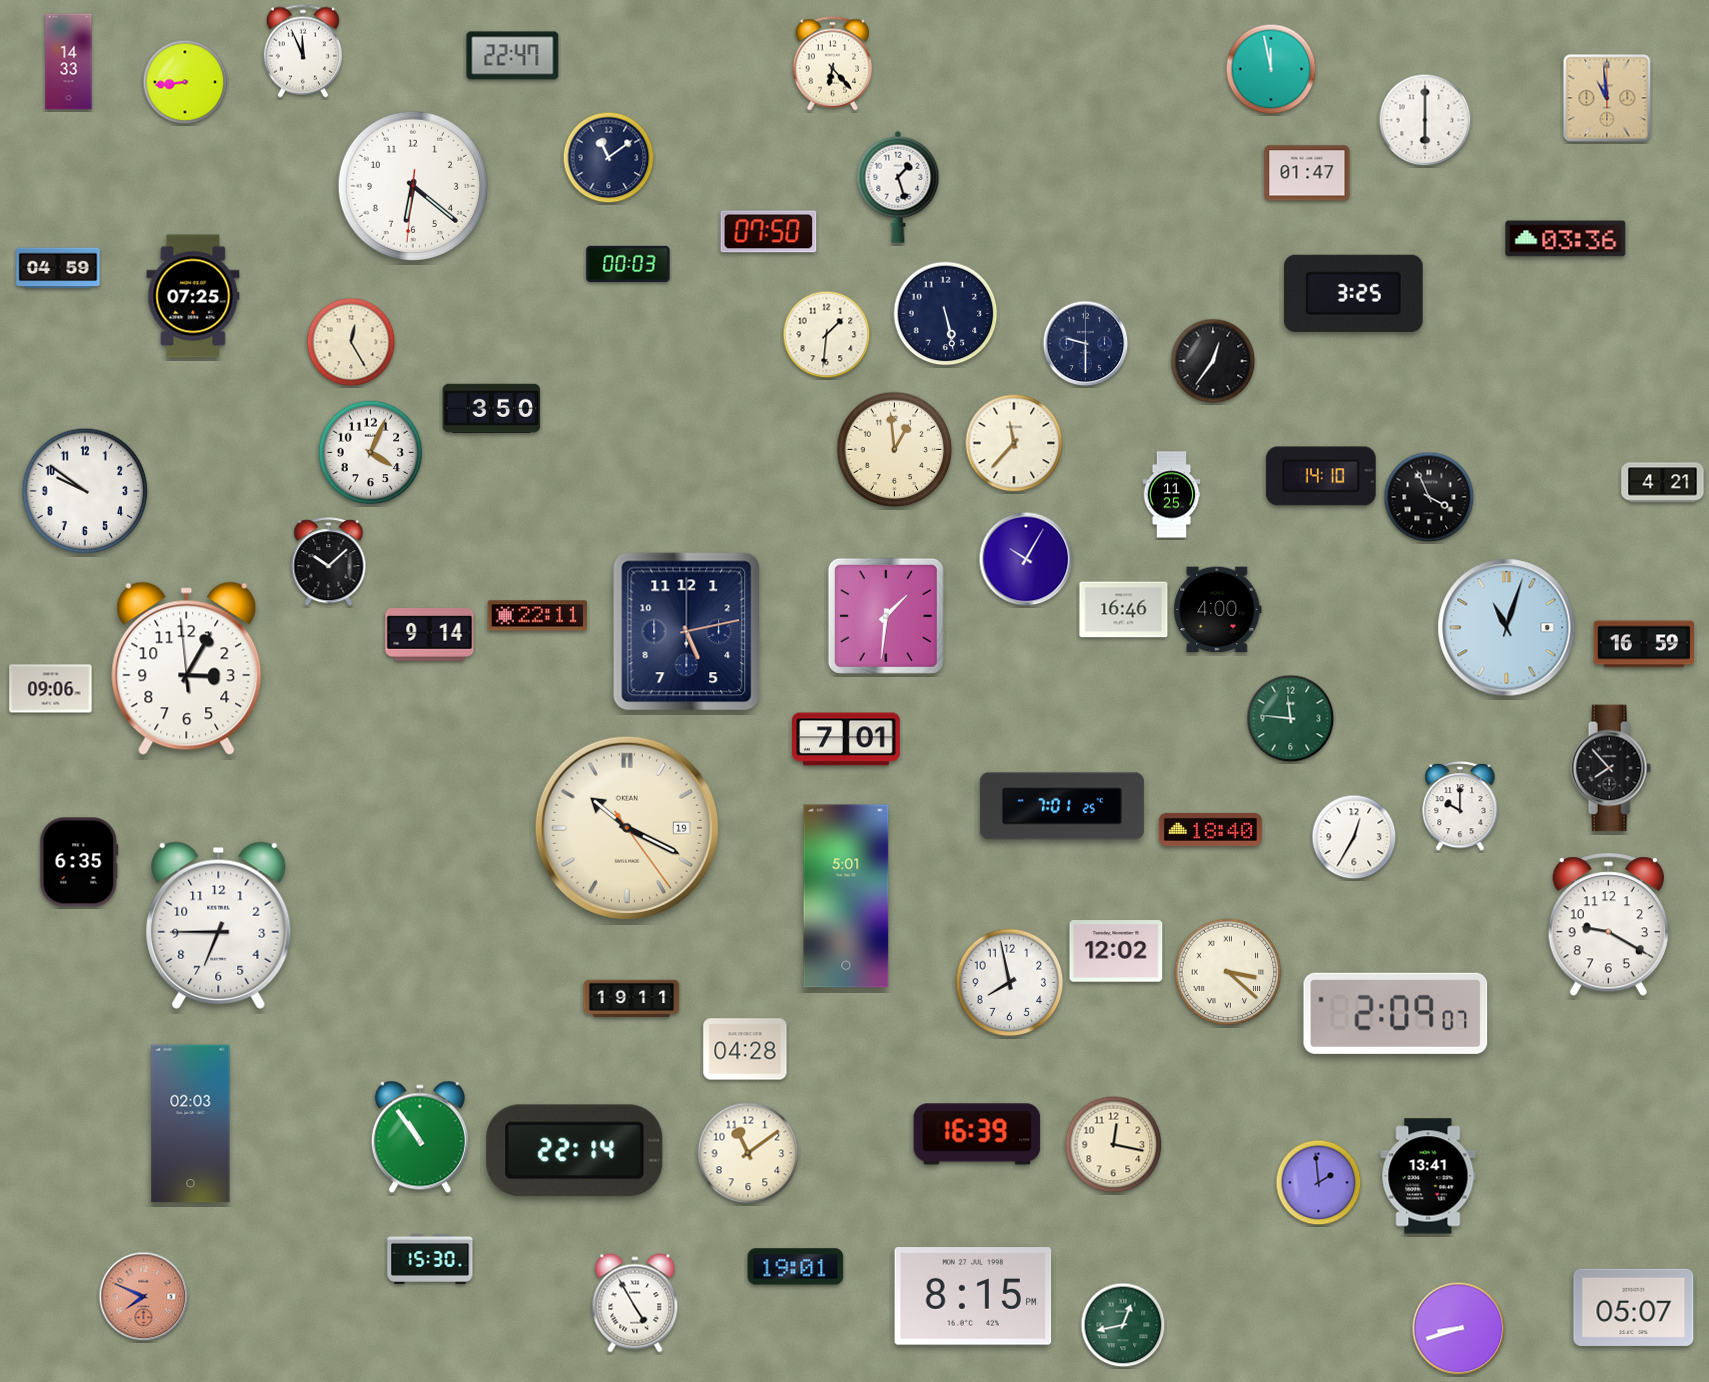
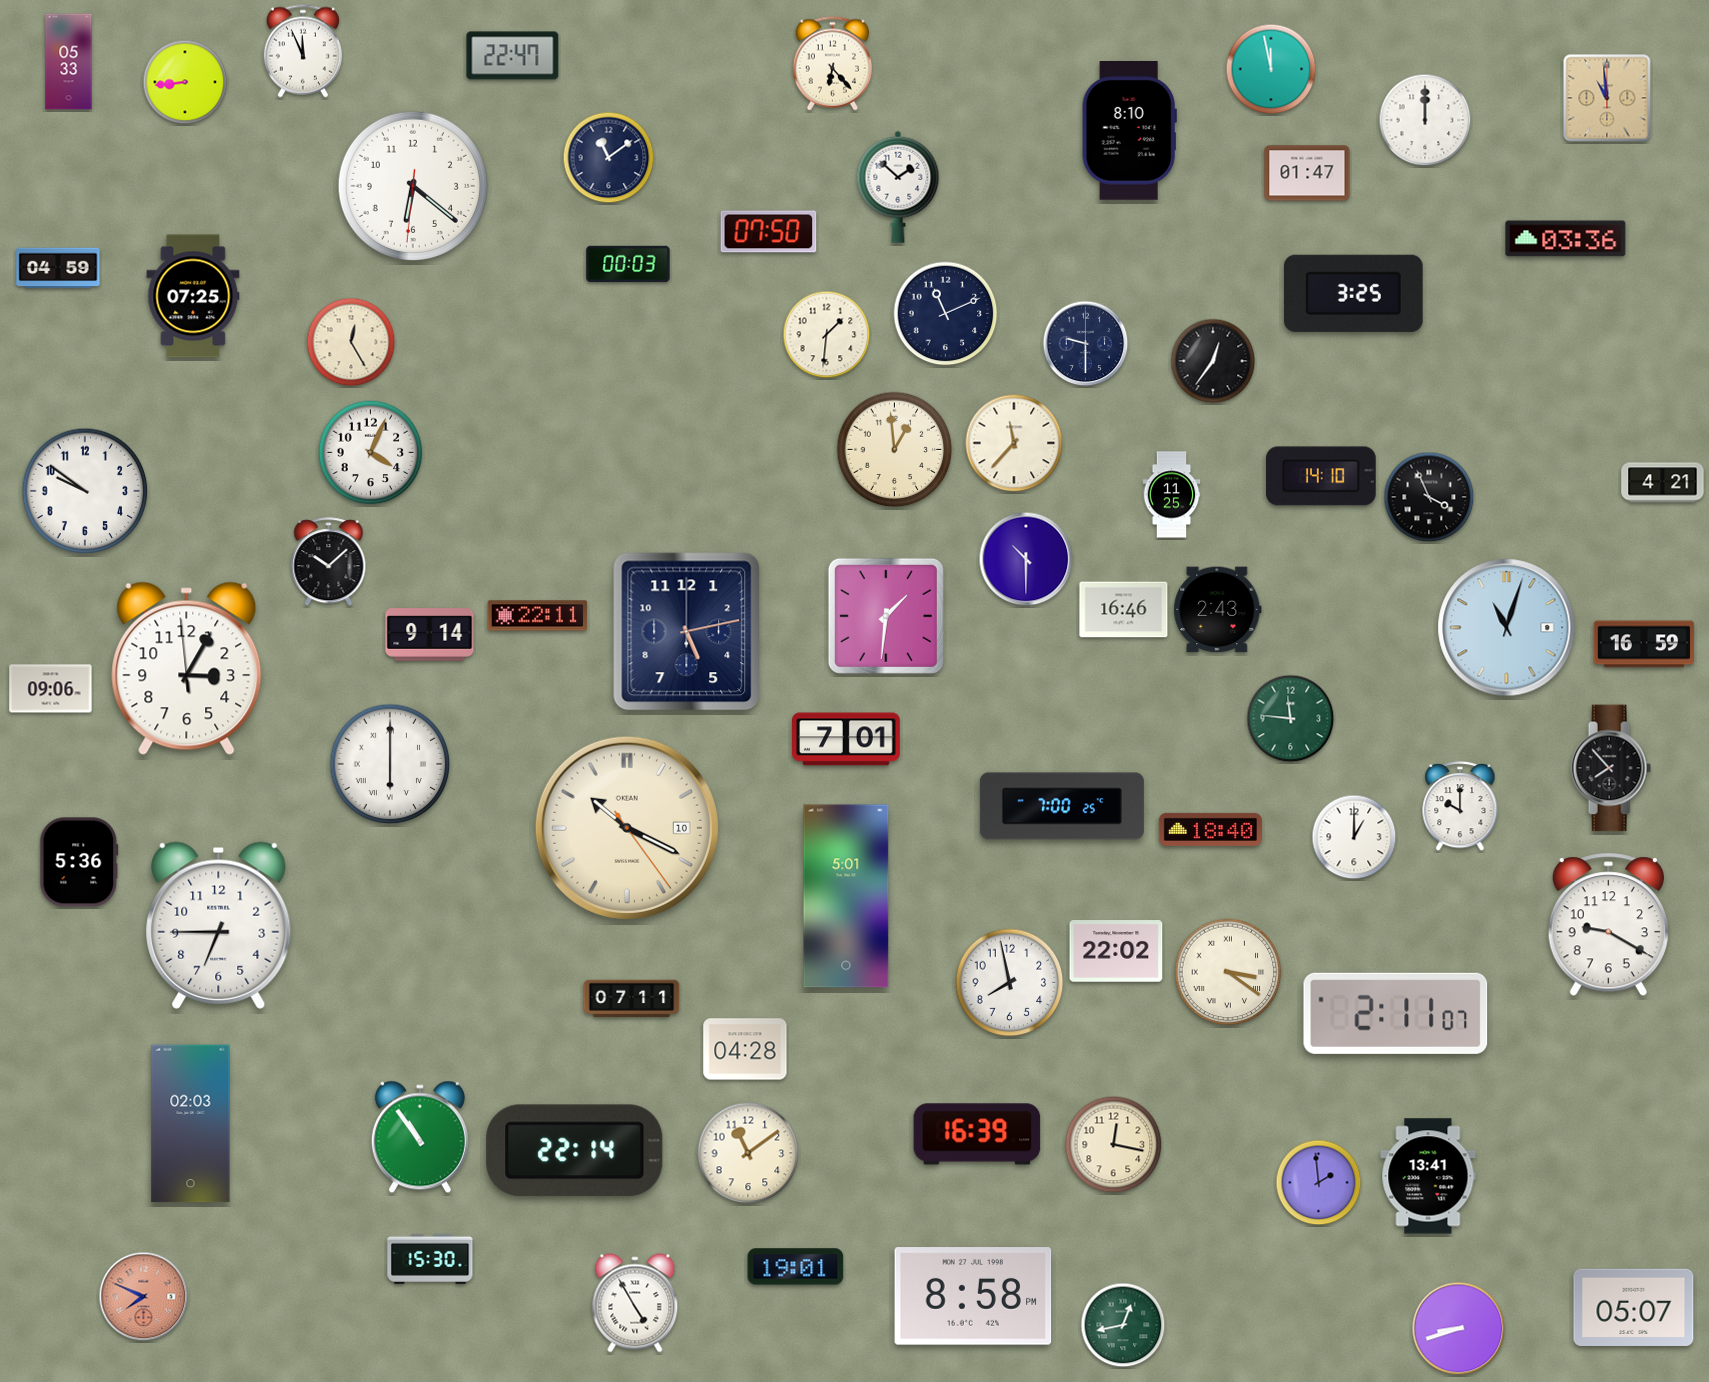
clock at (69, 62): 14:33 -> 05:33
clock at (1425, 120): 6:00 -> 12:00
clock at (1129, 131): none -> 8:10
clock at (898, 187): 1:27 -> 1:52
clock at (946, 314): 5:28 -> 11:11
clock at (492, 408): 3:50 -> none
clock at (1026, 559): 10:05 -> 10:30
clock at (1218, 610): 4:00 -> 2:43
clock at (390, 764): none -> 6:00
clock at (1062, 806): 7:01 -> 7:00
clock at (627, 828) date: 19 -> 10
clock at (1354, 837): 12:35 -> 1:00
clock at (79, 862): 6:35 -> 5:36
clock at (1116, 951): 12:02 -> 22:02
clock at (1228, 972): 3:22 -> 3:21
clock at (632, 999): 19:11 -> 07:11
clock at (1396, 1013): 2:09 -> 2:11
clock at (973, 1296): 8:15 -> 8:58
